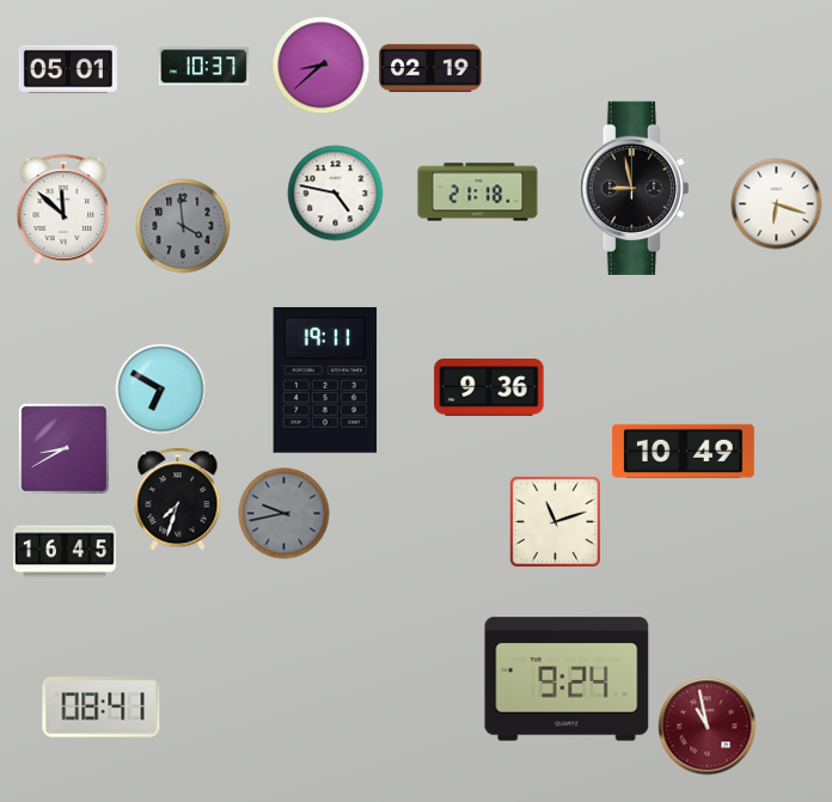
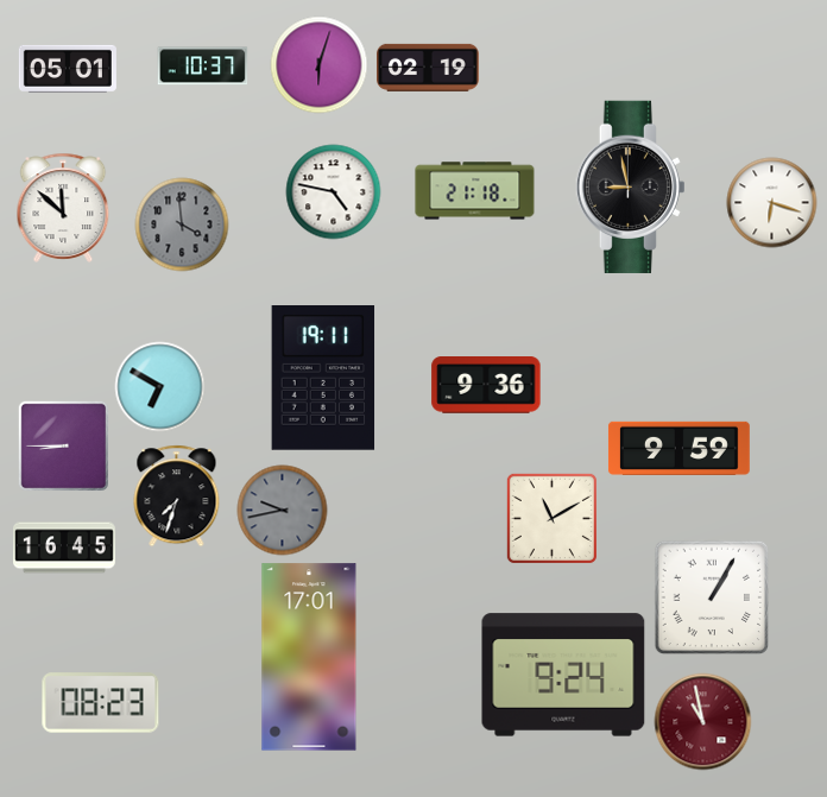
clock at (322, 66): 8:38 -> 6:03
clock at (63, 448): 8:40 -> 8:45
clock at (683, 451): 10:49 -> 9:59
clock at (555, 521): 11:12 -> 11:10
clock at (712, 597): none -> 1:05
clock at (309, 657): none -> 17:01
clock at (102, 708): 08:41 -> 08:23
